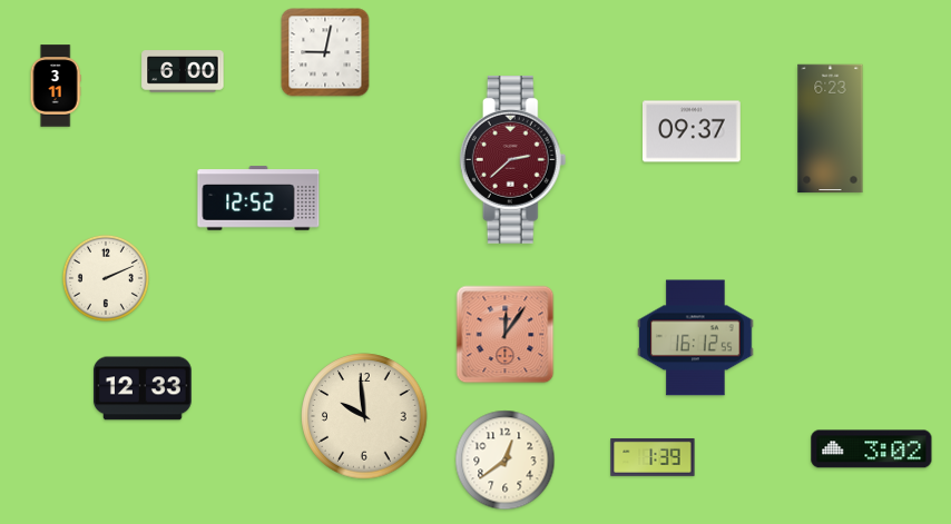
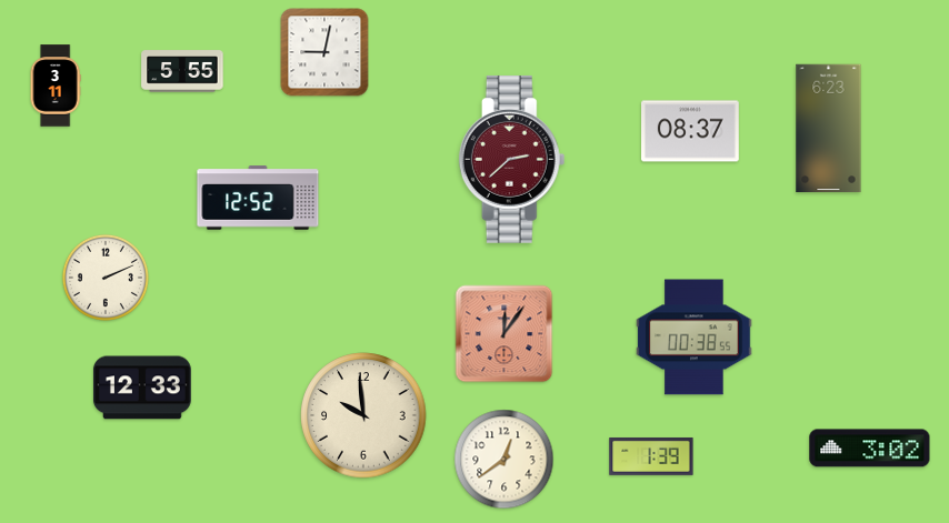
clock at (183, 71): 6:00 -> 5:55
clock at (693, 131): 09:37 -> 08:37
clock at (696, 338): 16:12 -> 00:38
